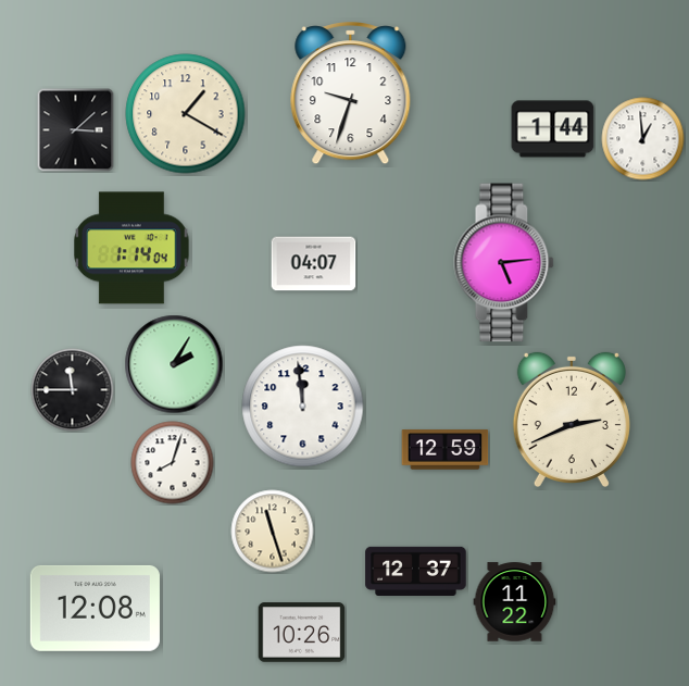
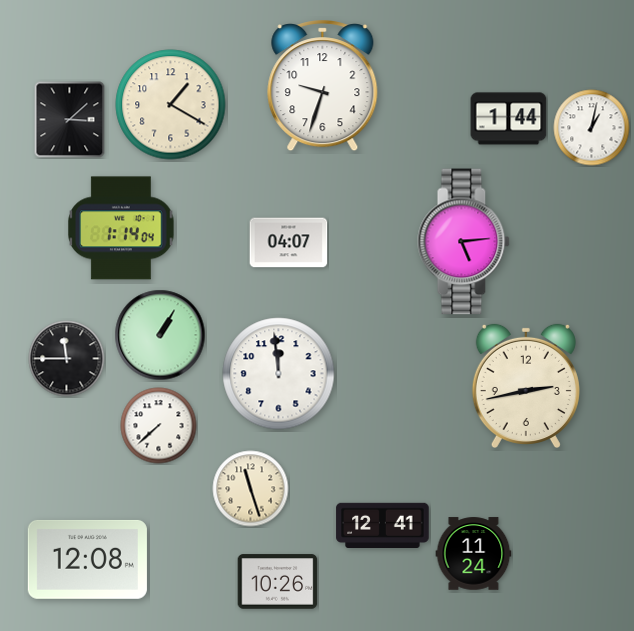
clock at (643, 139): 12:59 -> 1:02
clock at (174, 364): 2:05 -> 1:05
clock at (572, 419): 2:41 -> 2:43
clock at (446, 450): 12:59 -> none
clock at (173, 463): 8:03 -> 7:38
clock at (416, 571): 12:37 -> 12:41
clock at (515, 602): 11:22 -> 11:24
